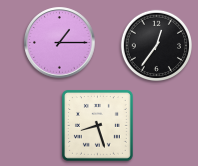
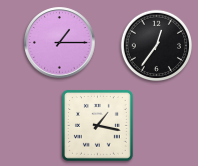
clock at (97, 125): 8:27 -> 1:17
